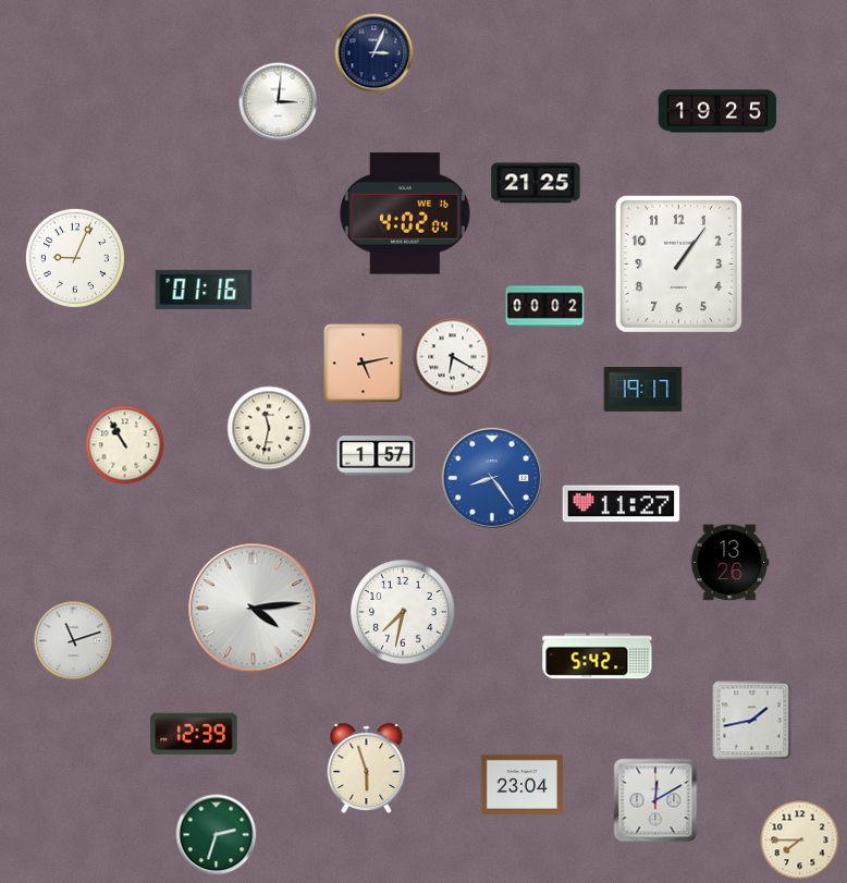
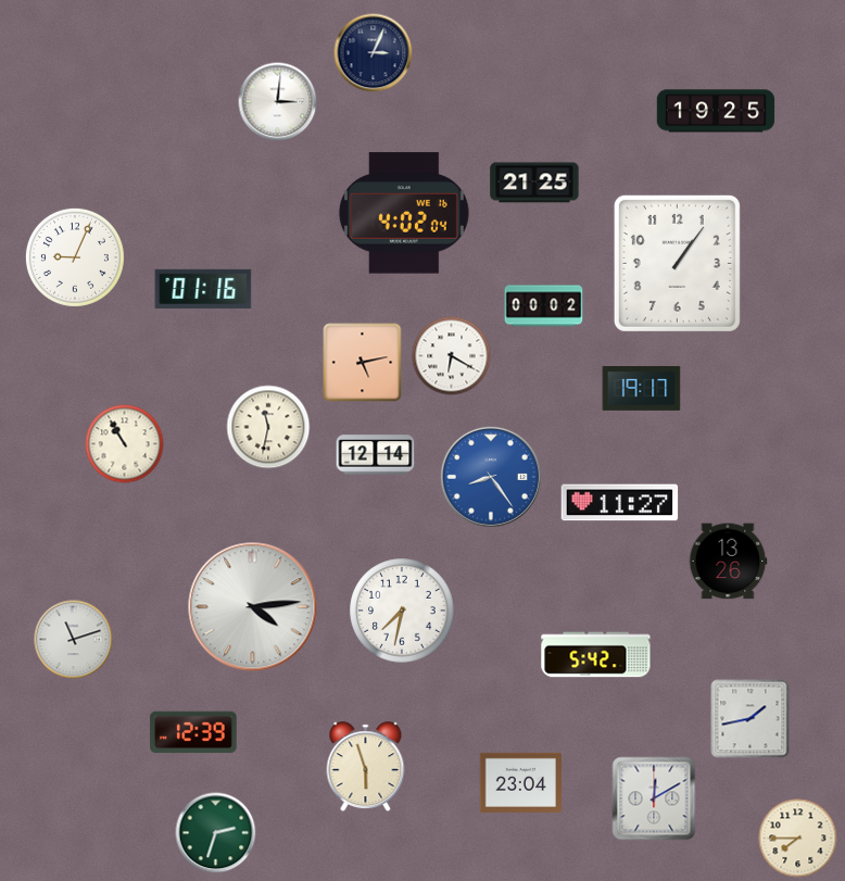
clock at (377, 456): 1:57 -> 12:14
